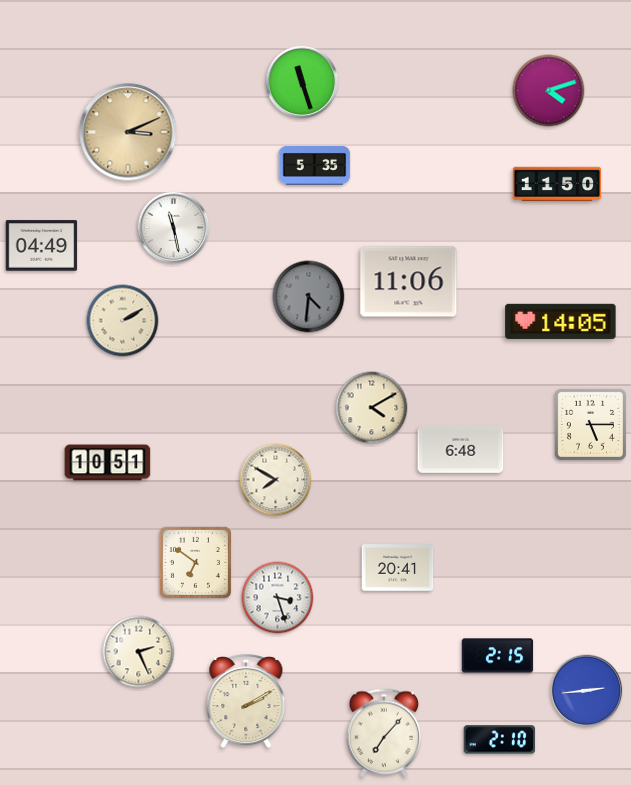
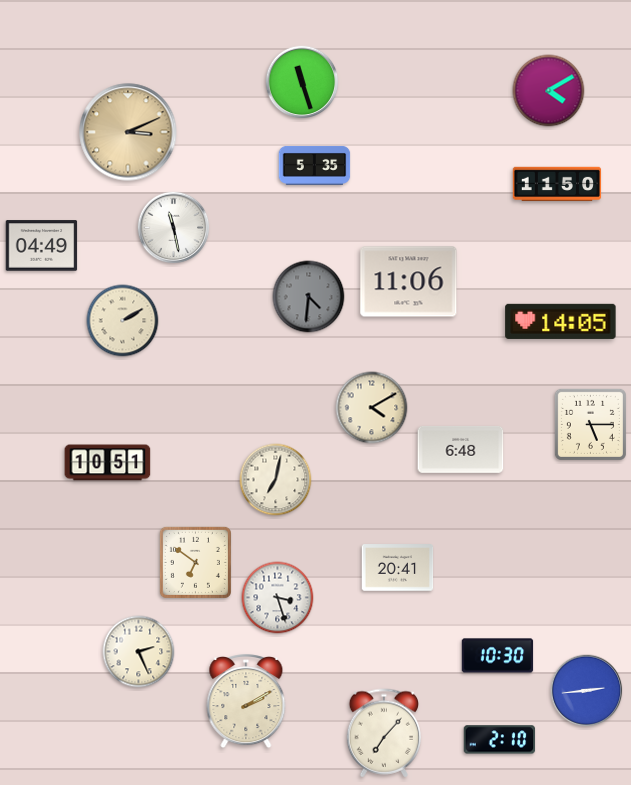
clock at (549, 91): 4:12 -> 4:10
clock at (276, 480): 7:50 -> 7:02
clock at (498, 656): 2:15 -> 10:30
